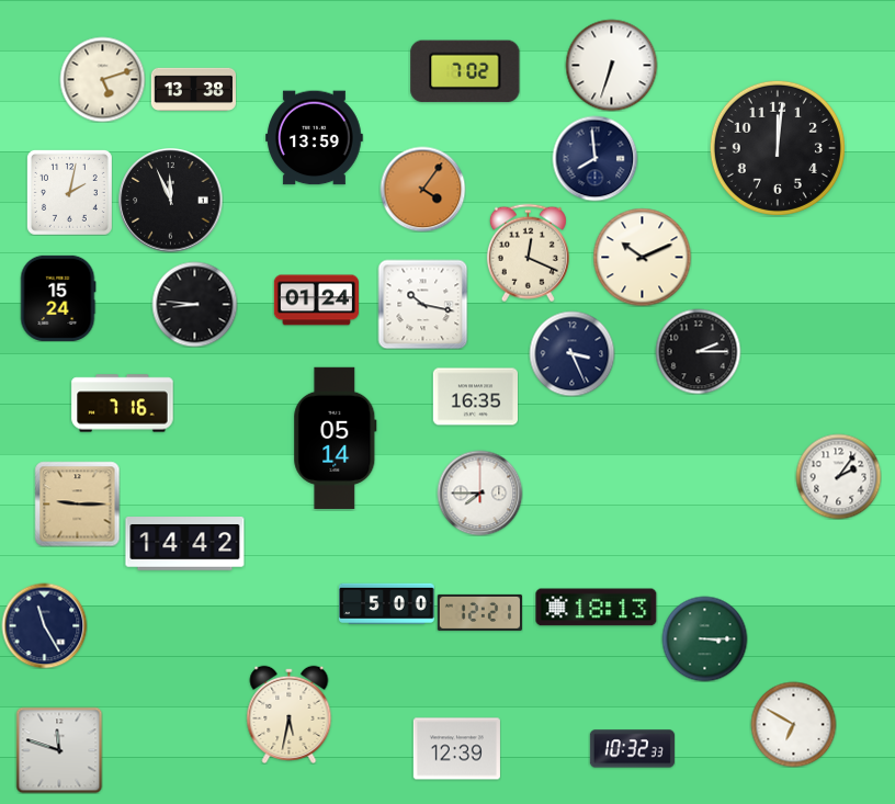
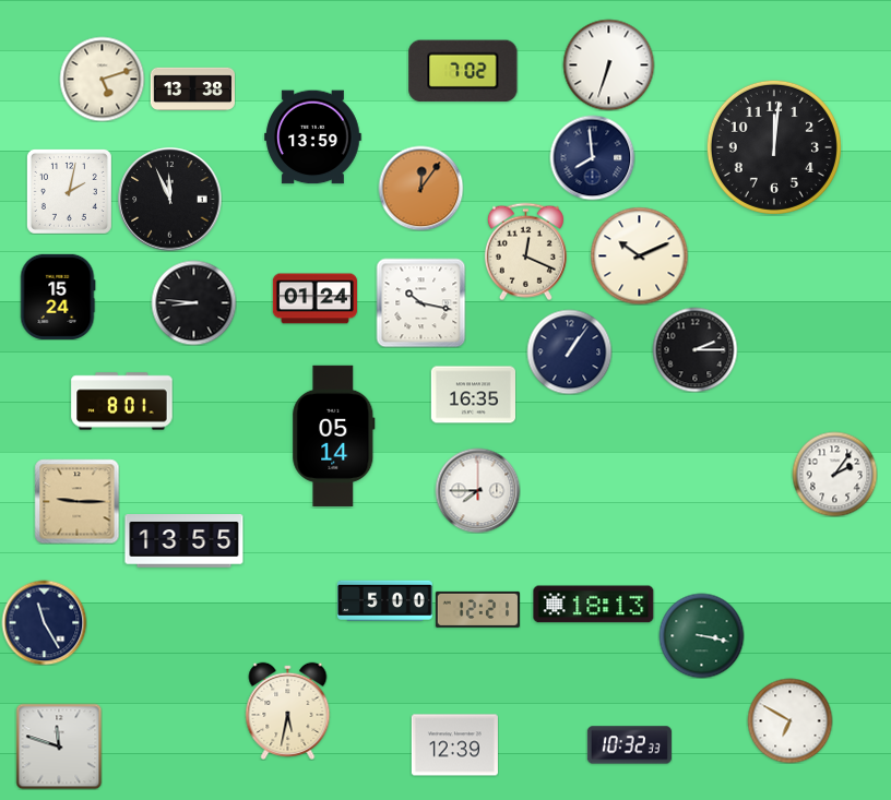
clock at (422, 189): 4:06 -> 12:06
clock at (571, 353): 3:26 -> 1:06
clock at (123, 404): 7:16 -> 8:01
clock at (185, 544): 14:42 -> 13:55
clock at (704, 638): 3:15 -> 3:17
